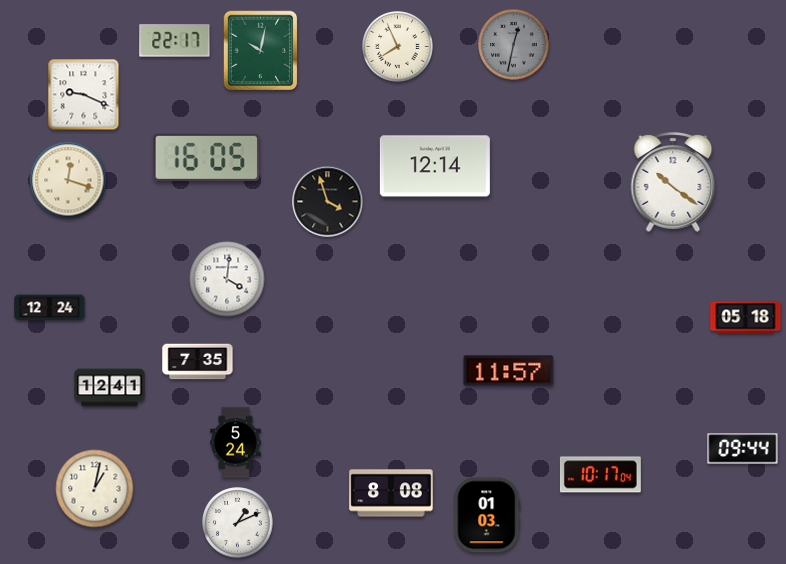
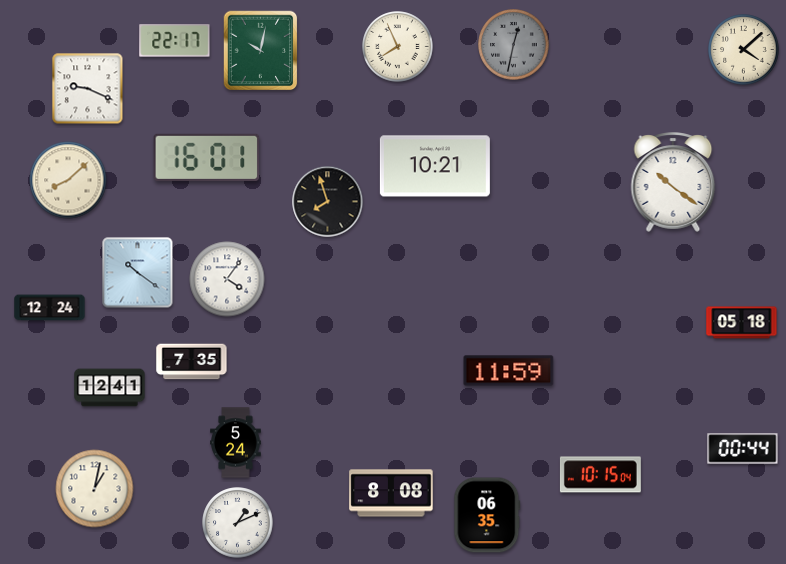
clock at (744, 50): none -> 4:08
clock at (84, 95) position: (84, 95) -> (88, 89)
clock at (207, 157): 16:05 -> 16:01
clock at (435, 166): 12:14 -> 10:21
clock at (68, 180): 12:18 -> 8:08
clock at (328, 202): 3:57 -> 7:57
clock at (138, 273): none -> 10:21
clock at (227, 279): 4:01 -> 4:06
clock at (746, 318) position: (746, 318) -> (742, 323)
clock at (198, 362) position: (198, 362) -> (192, 362)
clock at (509, 371): 11:57 -> 11:59
clock at (743, 449): 09:44 -> 00:44
clock at (600, 475): 10:17 -> 10:15
clock at (487, 515): 01:03 -> 06:35
